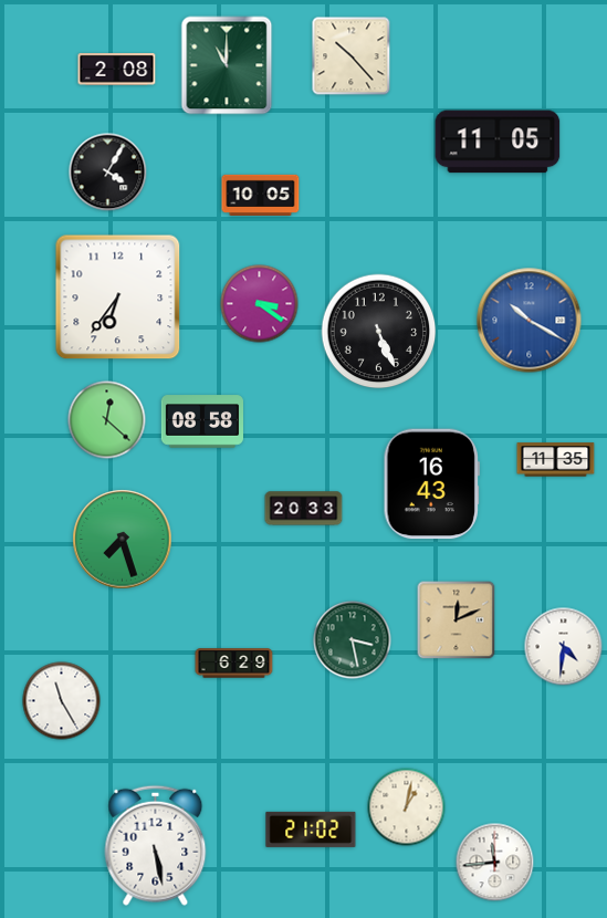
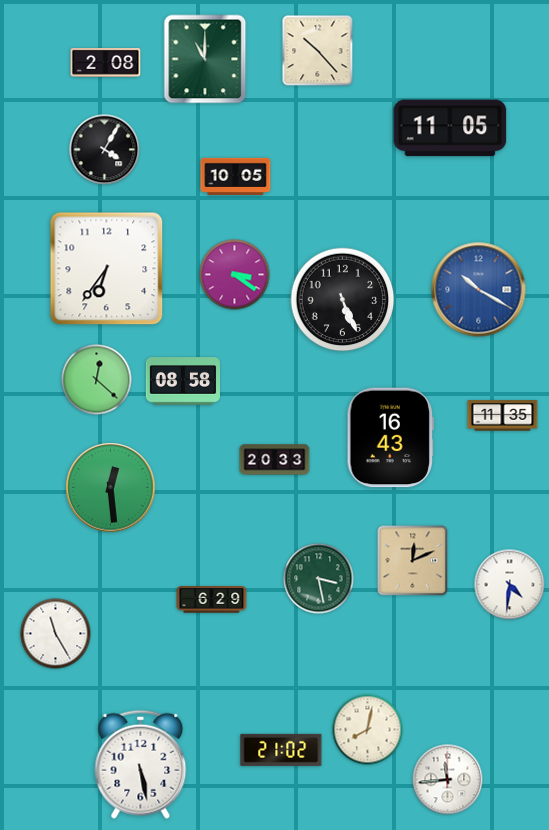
clock at (108, 173) position: (108, 173) -> (105, 150)
clock at (123, 540): 7:27 -> 12:29
clock at (407, 807): 1:02 -> 8:02
